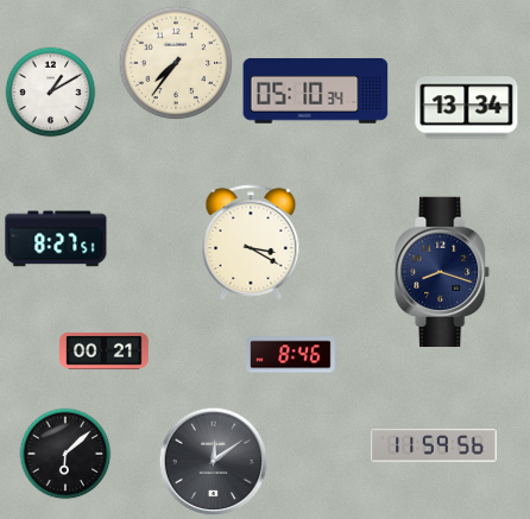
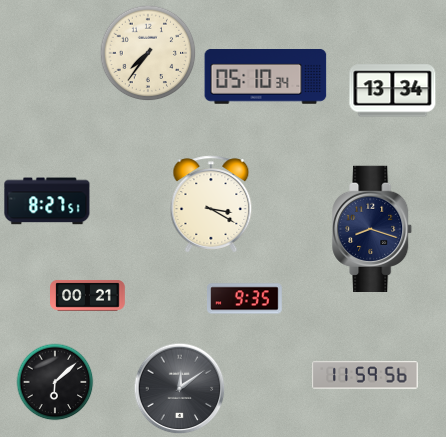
clock at (51, 93): 1:10 -> none
clock at (291, 355): 8:46 -> 9:35
